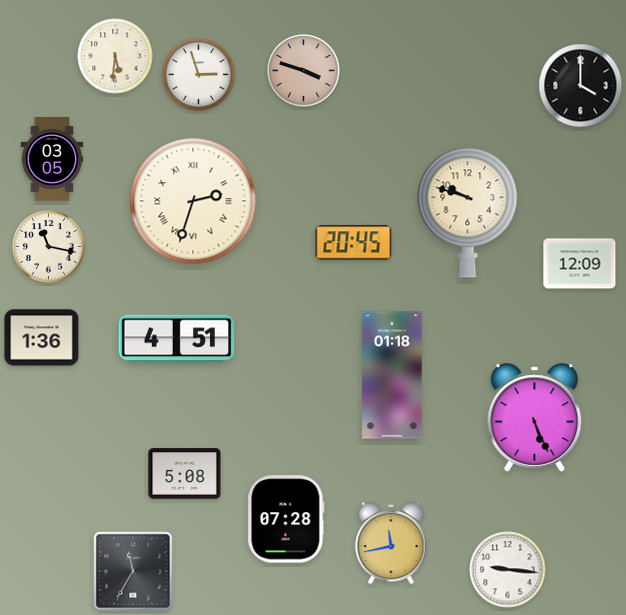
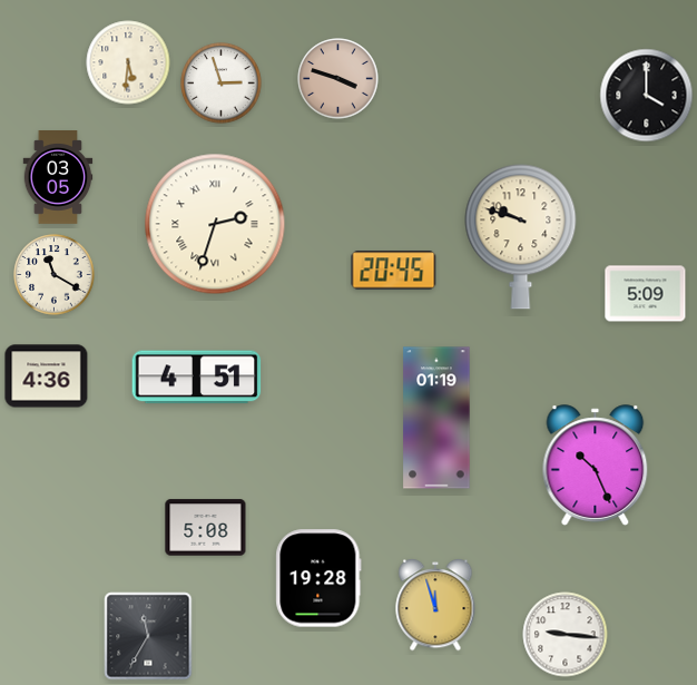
clock at (49, 247): 11:17 -> 11:20
clock at (580, 264): 12:09 -> 5:09
clock at (42, 338): 1:36 -> 4:36
clock at (392, 375): 01:18 -> 01:19
clock at (535, 418): 5:26 -> 10:26
clock at (286, 519): 07:28 -> 19:28
clock at (391, 543): 11:43 -> 11:57
